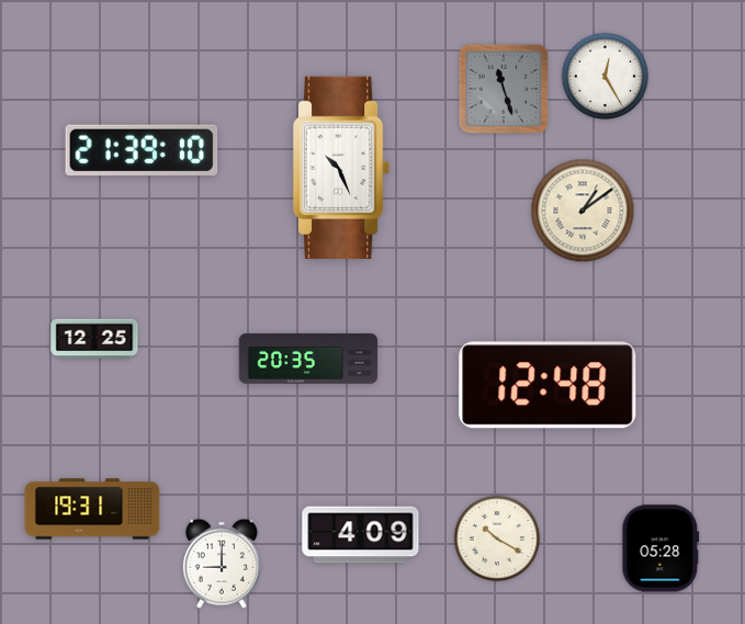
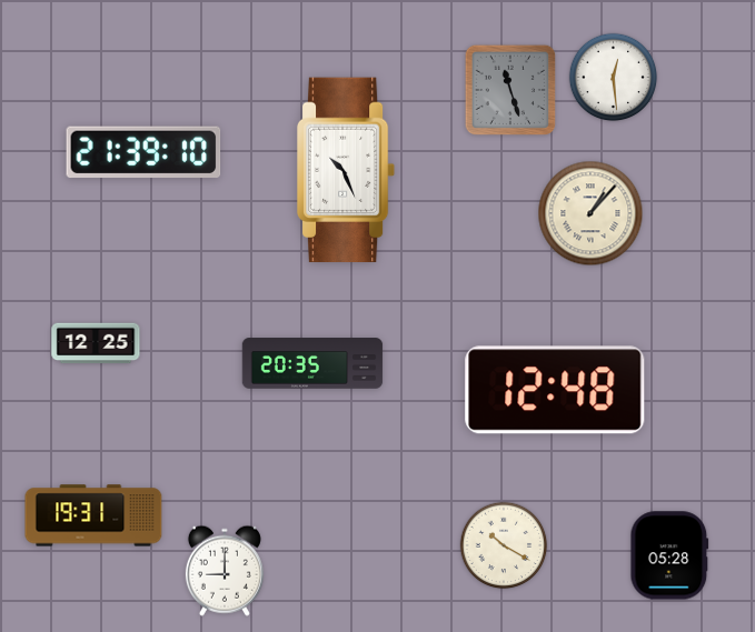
clock at (606, 77): 12:25 -> 12:29
clock at (583, 211): 1:09 -> 1:07
clock at (361, 535): 4:09 -> none
